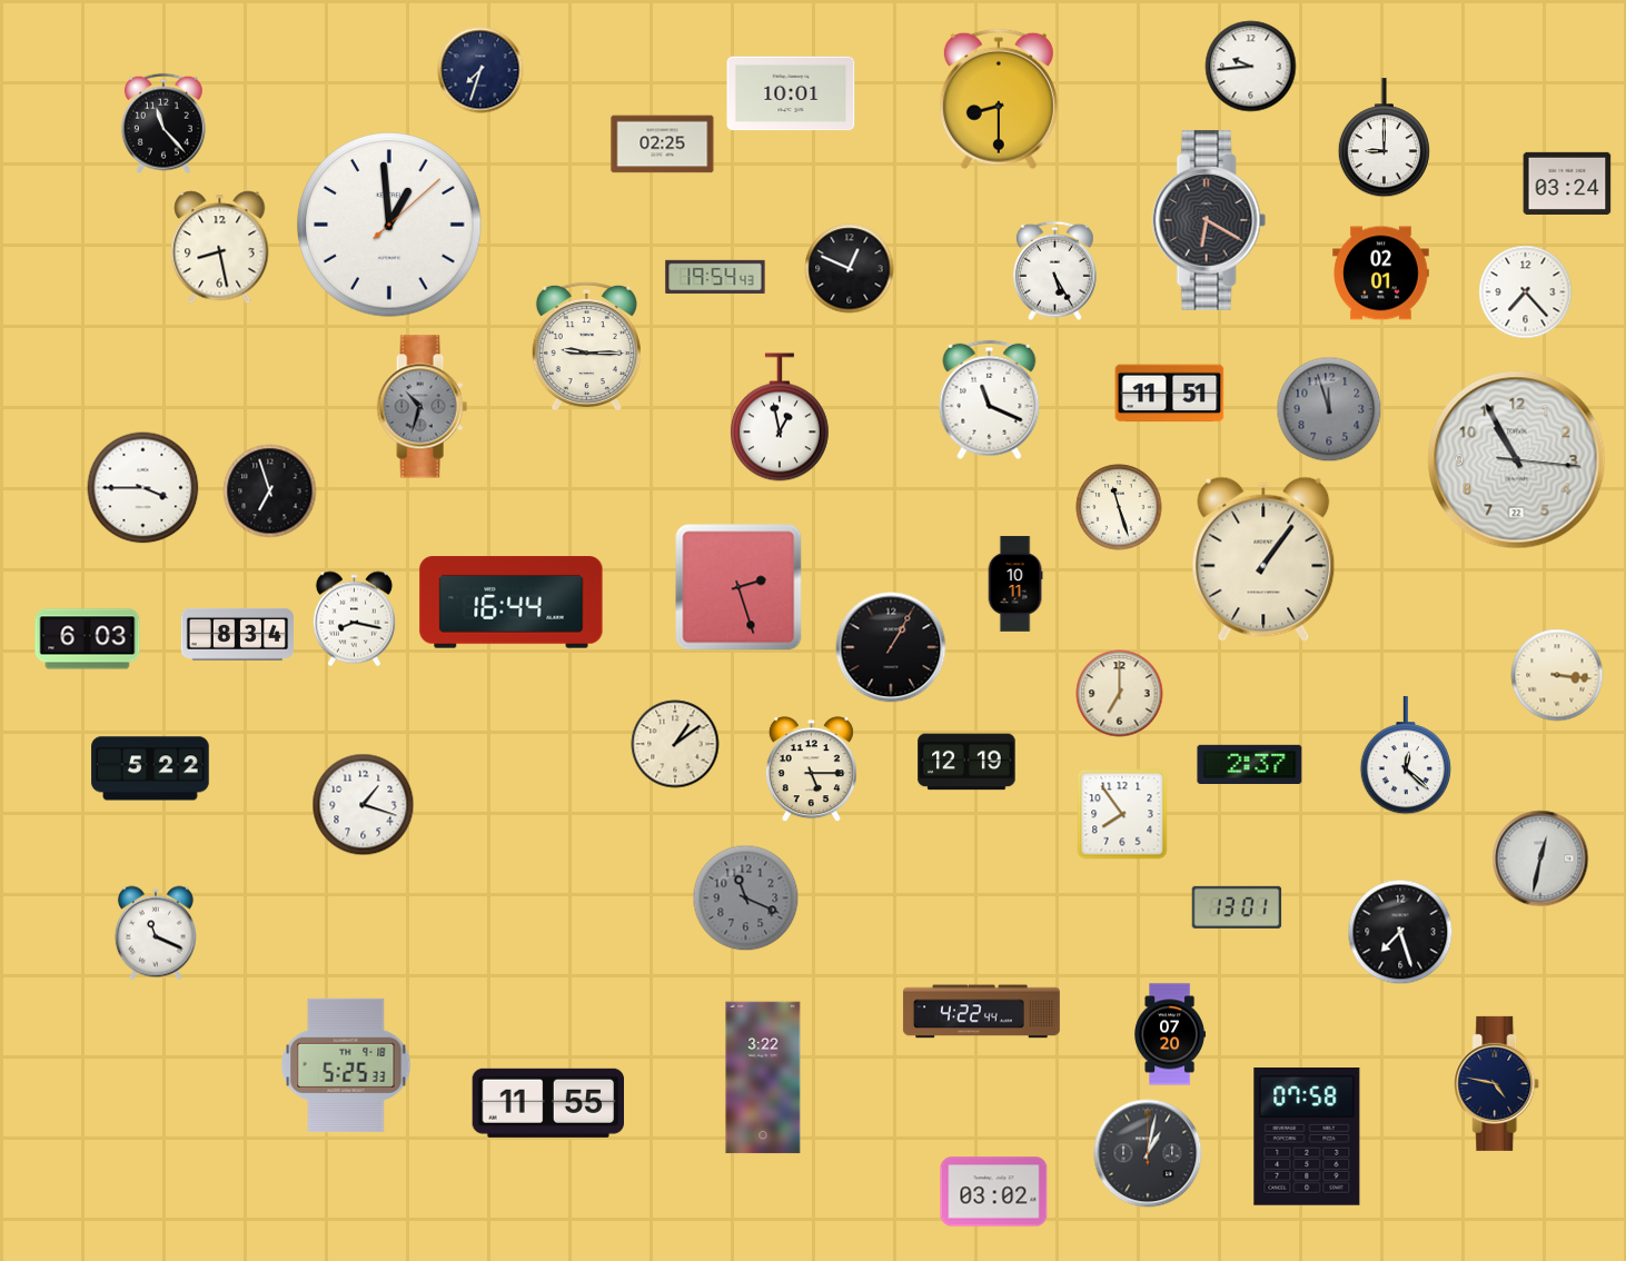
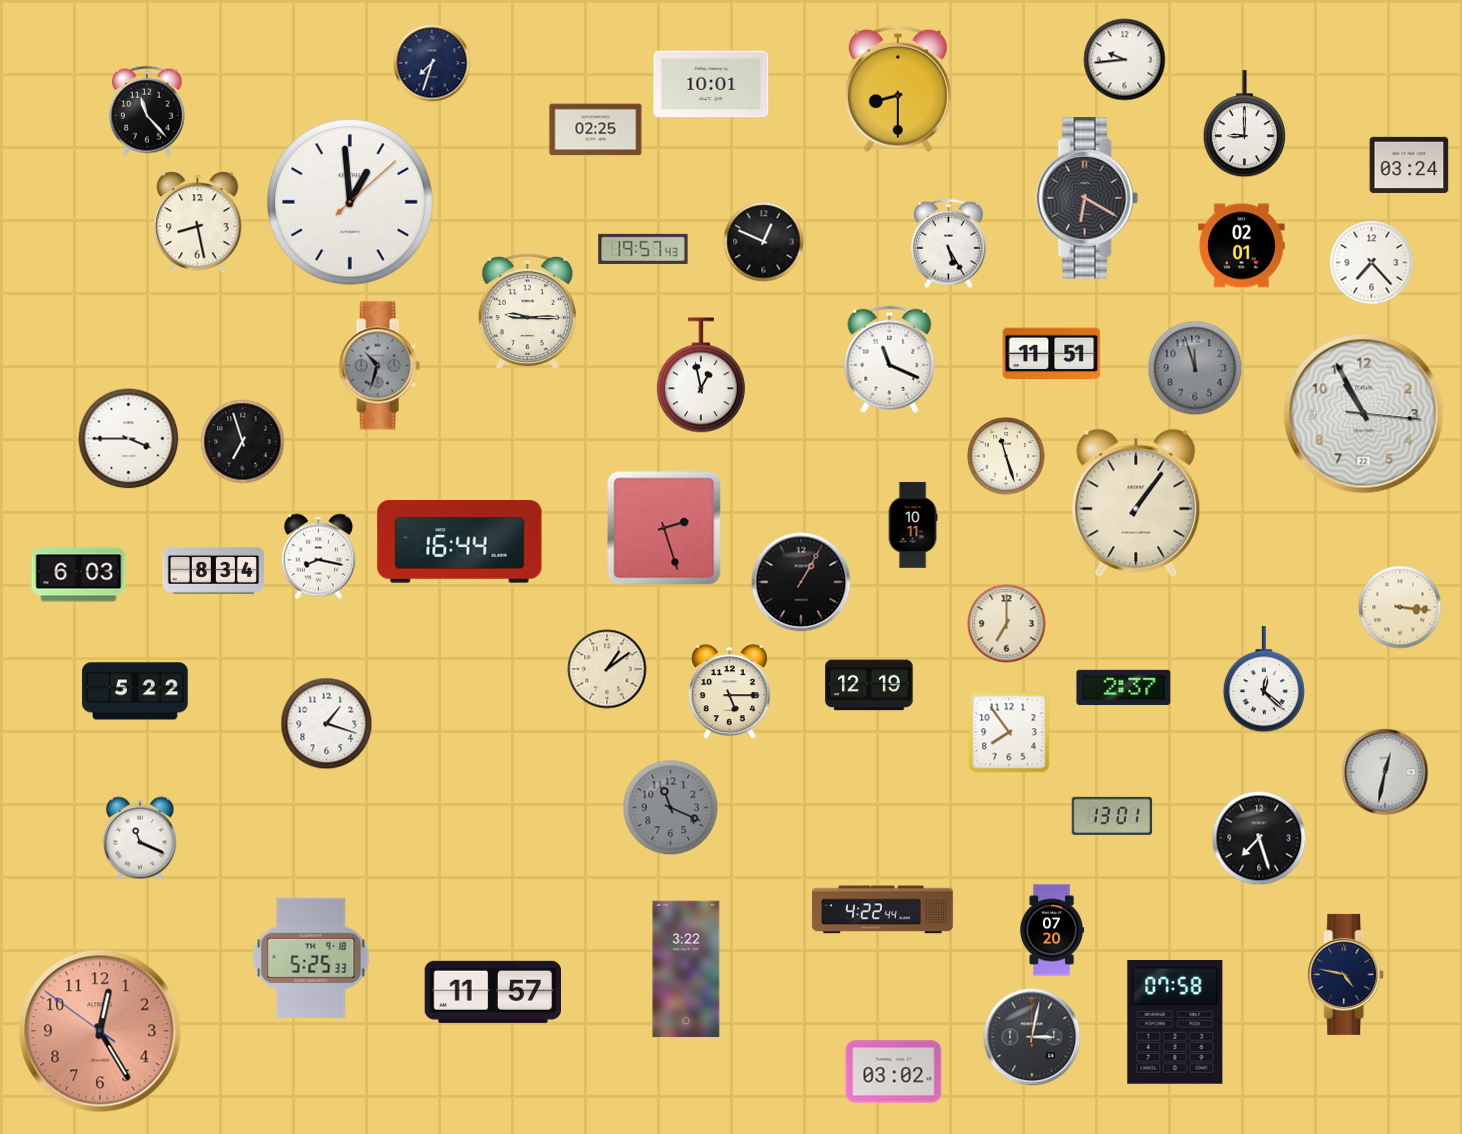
clock at (715, 277): 19:54 -> 19:57
clock at (547, 1103): 11:55 -> 11:57
clock at (100, 1031): none -> 12:24
clock at (1148, 1153): 1:02 -> 3:02
